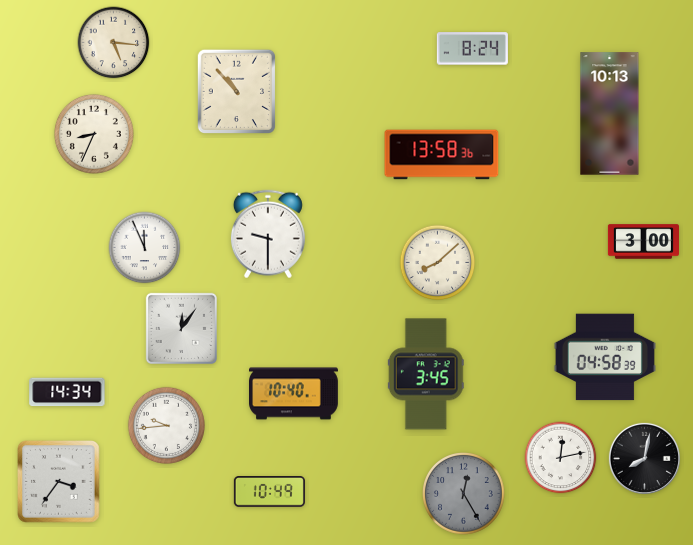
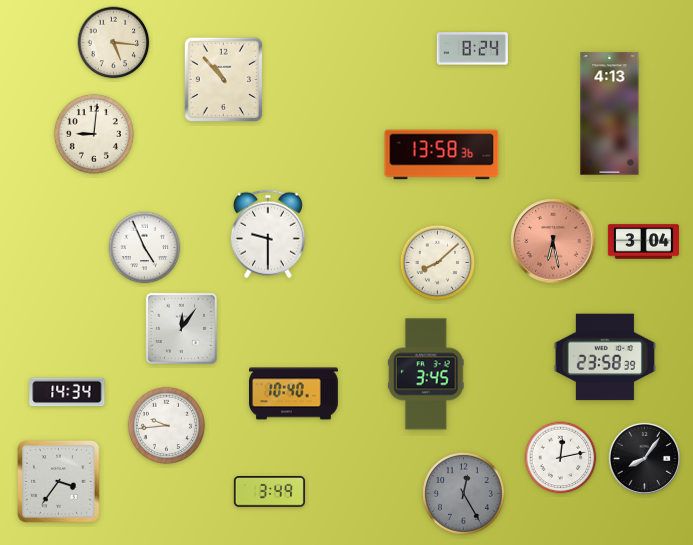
clock at (236, 91) position: (236, 91) -> (223, 79)
clock at (610, 114): 10:13 -> 4:13
clock at (94, 134): 8:34 -> 9:01
clock at (553, 241): none -> 6:28
clock at (643, 242): 3:00 -> 3:04
clock at (145, 248): 11:56 -> 4:56
clock at (605, 357): 04:58 -> 23:58
clock at (644, 458): 8:02 -> 8:06
clock at (269, 492): 10:49 -> 3:49
